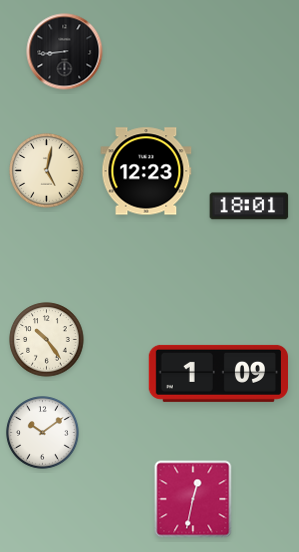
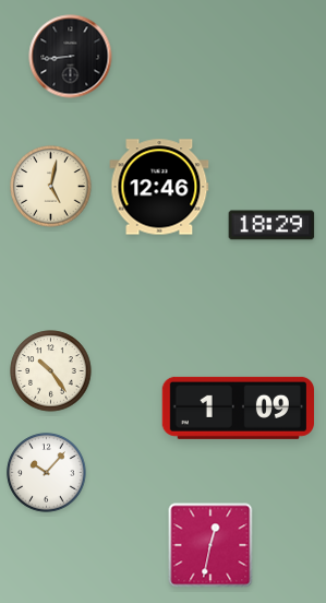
clock at (146, 171): 12:23 -> 12:46
clock at (249, 206): 18:01 -> 18:29
clock at (43, 433): 10:09 -> 10:07
